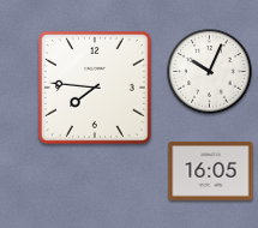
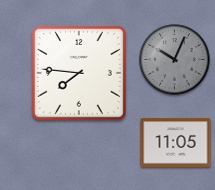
clock at (210, 72) dial: white -> grey
clock at (211, 172): 16:05 -> 11:05
